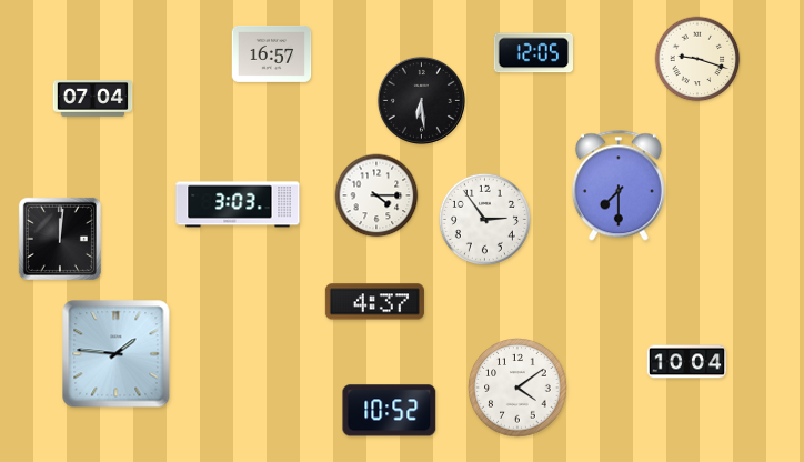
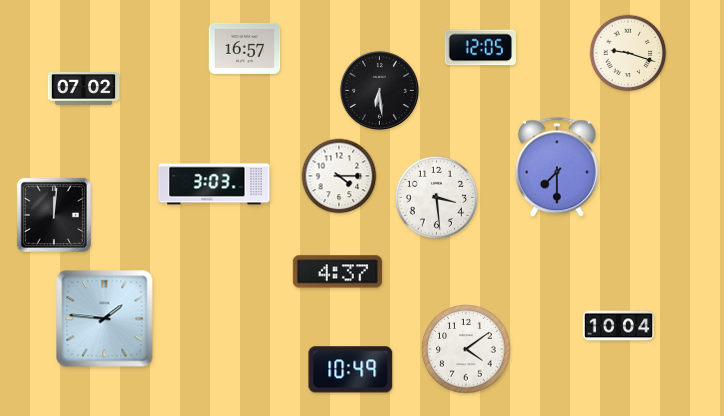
clock at (93, 99): 07:04 -> 07:02
clock at (484, 219): 2:54 -> 3:29
clock at (390, 411): 10:52 -> 10:49
